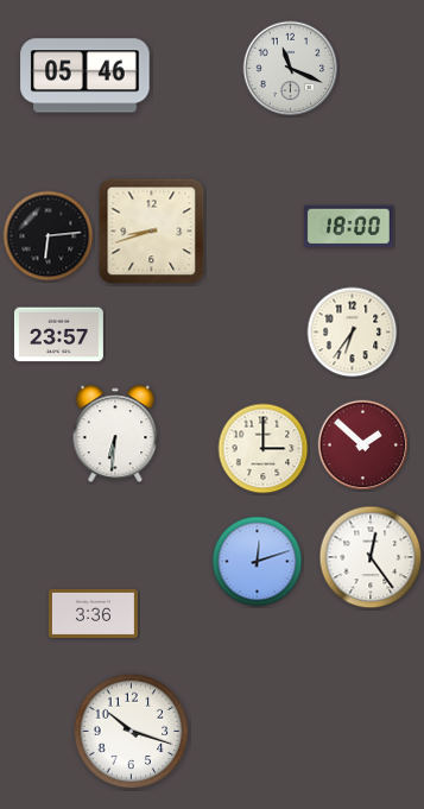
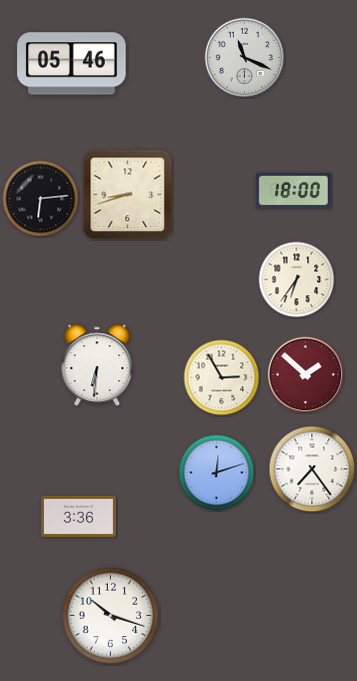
clock at (58, 335): 23:57 -> none
clock at (264, 449): 3:00 -> 2:55
clock at (371, 557): 12:24 -> 7:24
